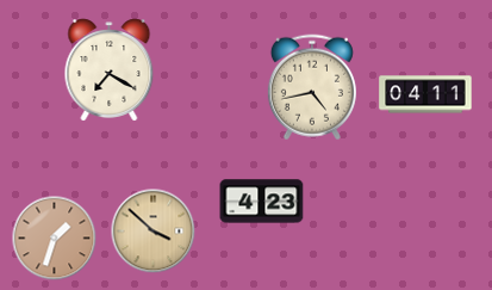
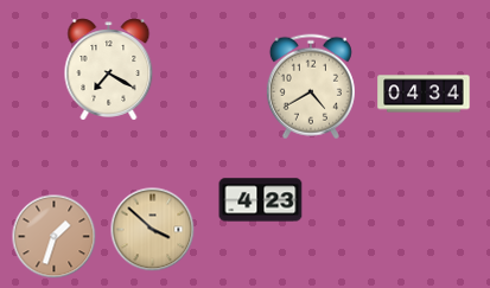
clock at (312, 87): 4:43 -> 4:40
clock at (425, 94): 04:11 -> 04:34
